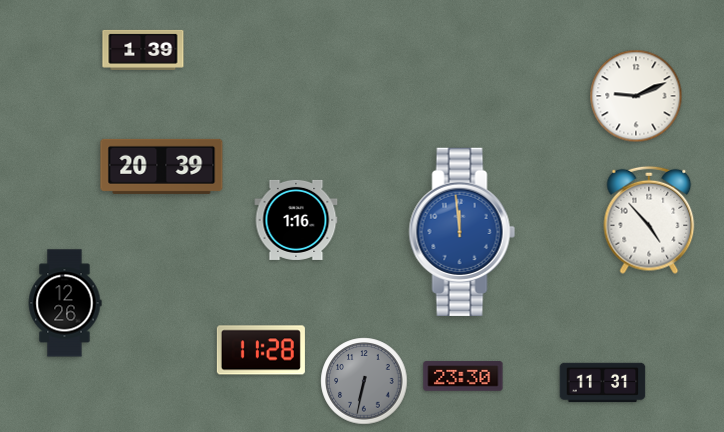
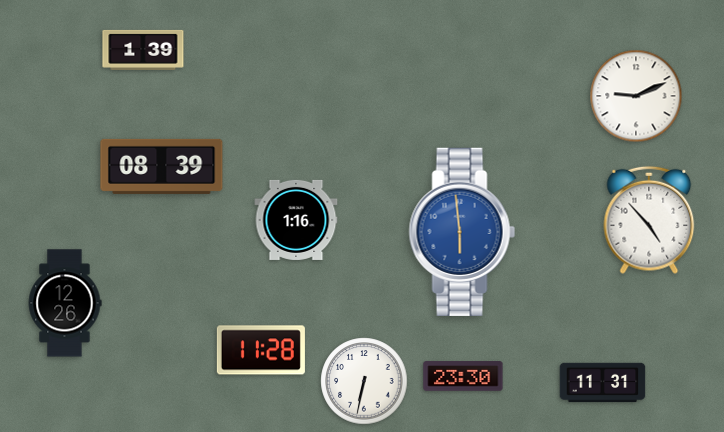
clock at (162, 166): 20:39 -> 08:39
clock at (462, 232): 11:59 -> 5:59
clock at (364, 381) dial: grey -> white
